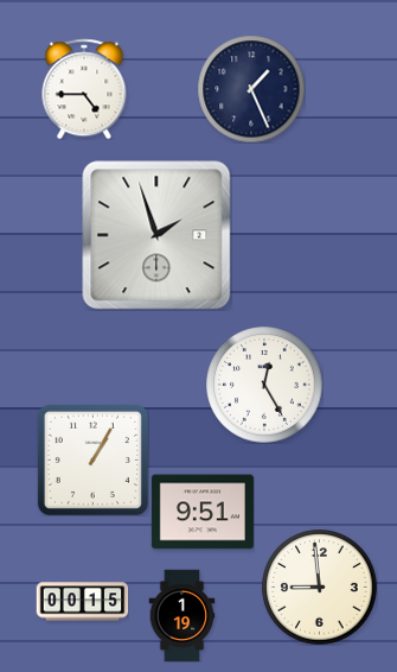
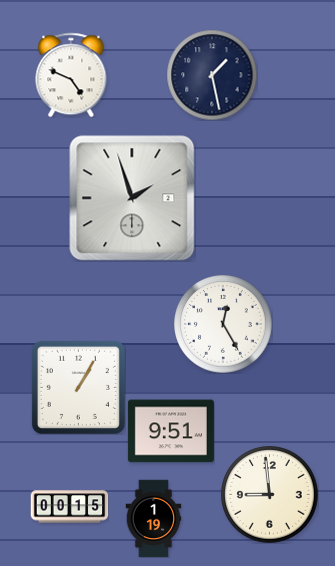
clock at (84, 89): 4:45 -> 4:49
clock at (251, 89): 1:26 -> 1:28
